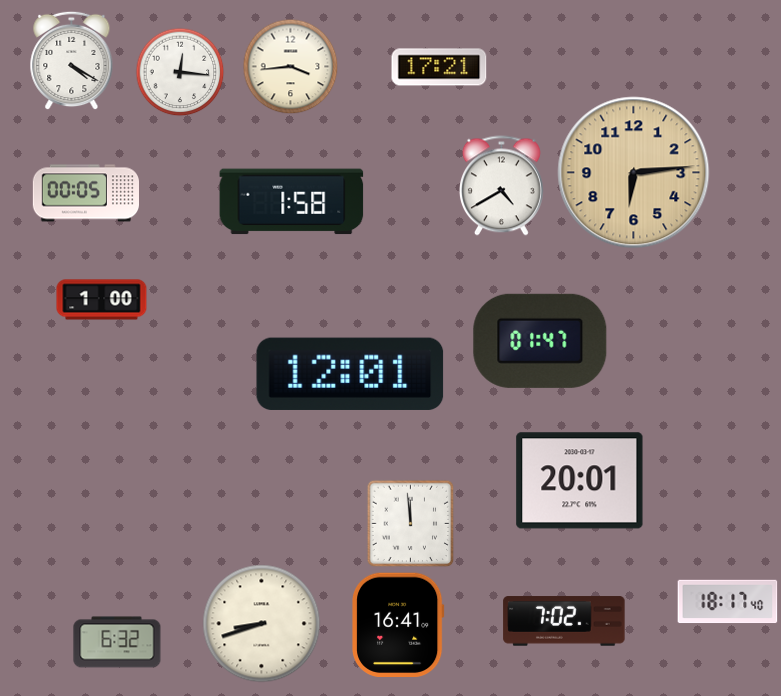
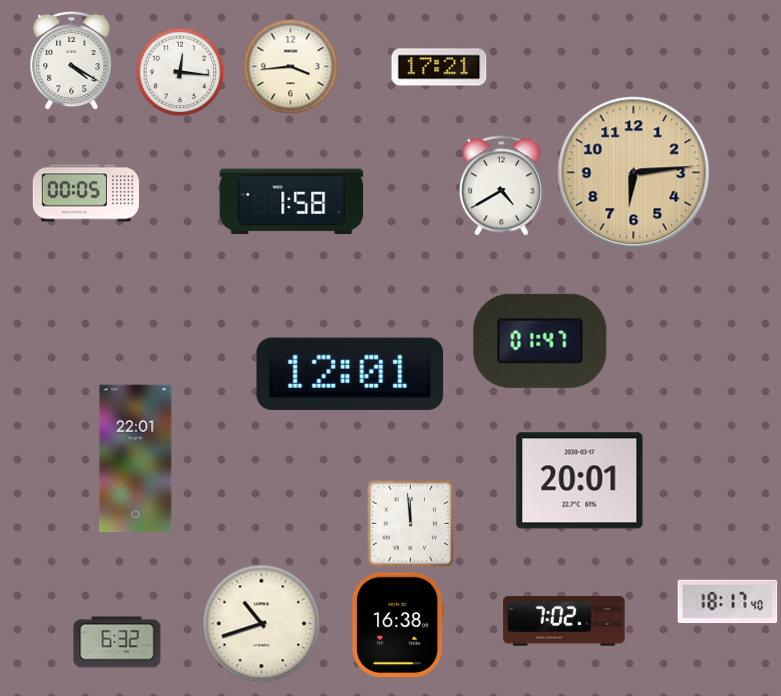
clock at (102, 300): 1:00 -> none
clock at (136, 459): none -> 22:01
clock at (262, 624): 8:42 -> 10:42
clock at (399, 624): 16:41 -> 16:38
